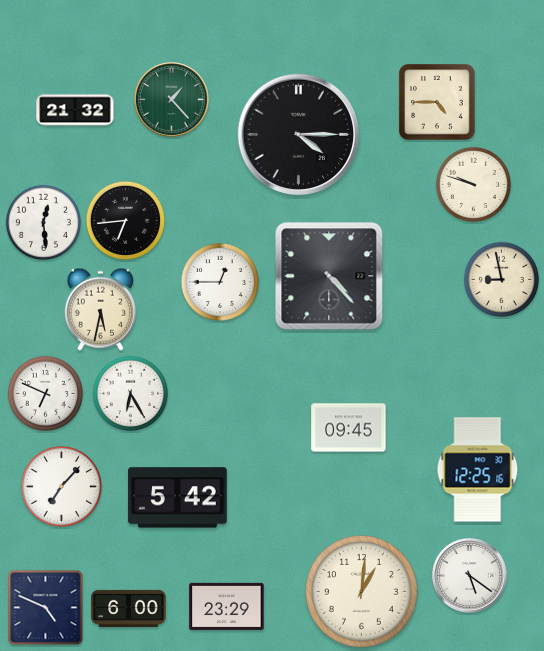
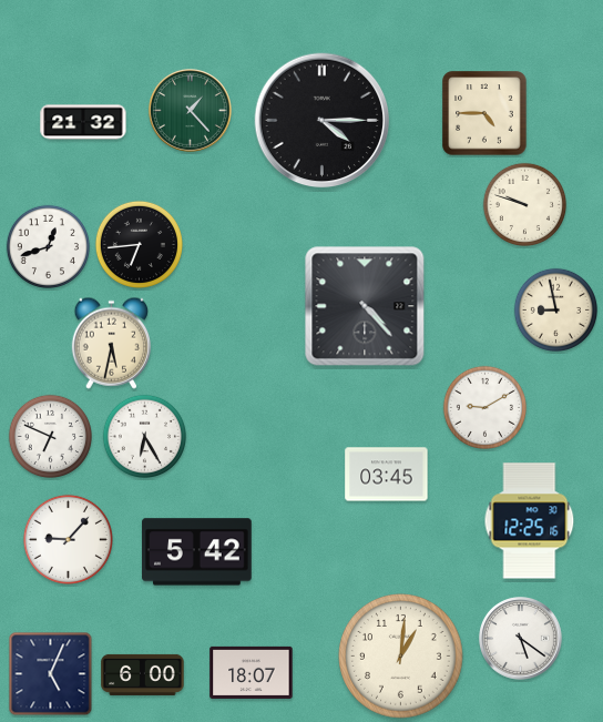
clock at (299, 135) position: (299, 135) -> (323, 121)
clock at (43, 222): 12:29 -> 12:42
clock at (220, 282): 12:45 -> none
clock at (484, 407): none -> 9:10
clock at (349, 428): 09:45 -> 03:45
clock at (61, 486): 7:07 -> 9:07
clock at (227, 606): 23:29 -> 18:07
clock at (46, 608): 4:49 -> 5:04
